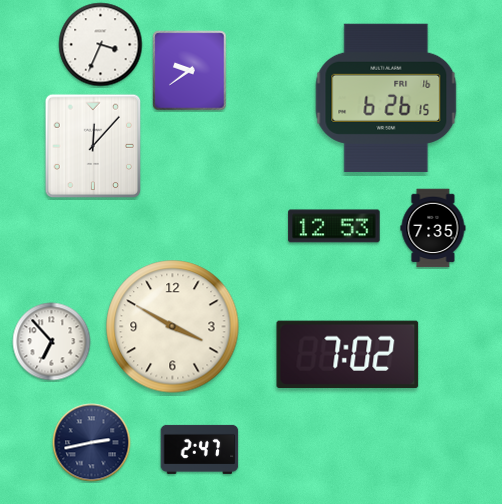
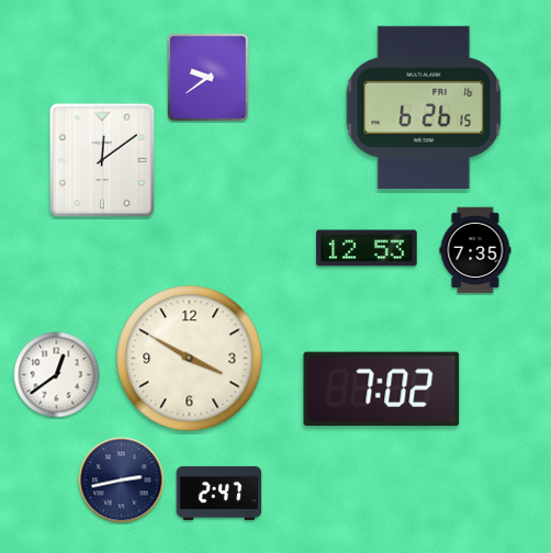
clock at (101, 45): 3:34 -> none
clock at (93, 146): 12:07 -> 12:09
clock at (52, 342): 6:53 -> 12:39
clock at (92, 443) position: (92, 443) -> (122, 481)
